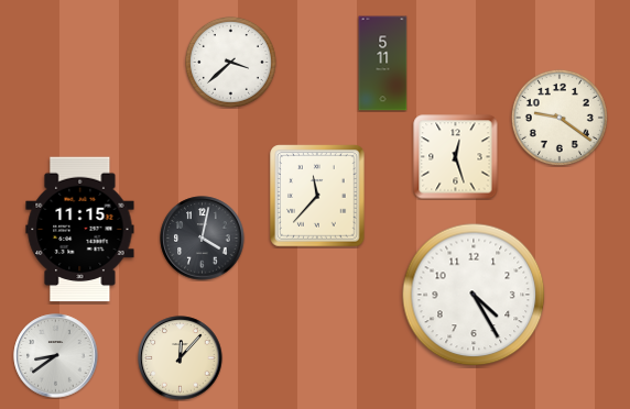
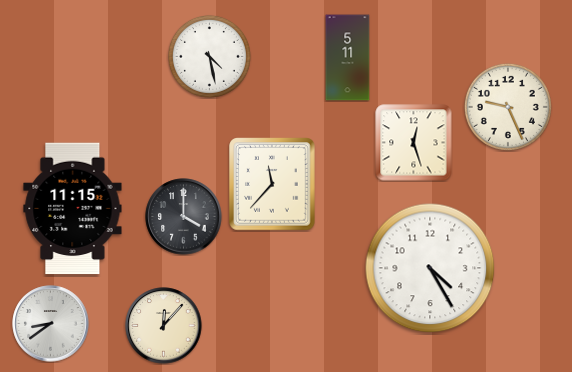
clock at (230, 62): 3:38 -> 4:28
clock at (560, 118): 9:21 -> 9:26
clock at (317, 196) position: (317, 196) -> (272, 184)
clock at (203, 239): 4:02 -> 4:00
